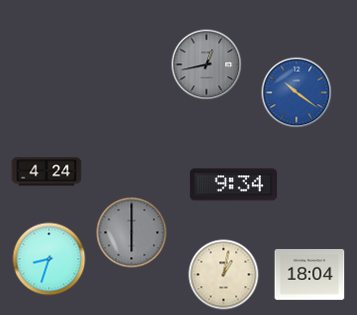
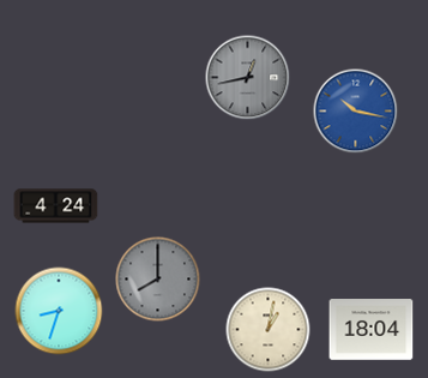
clock at (297, 93): 10:21 -> 10:17
clock at (233, 185): 9:34 -> none
clock at (132, 233): 6:00 -> 8:00
